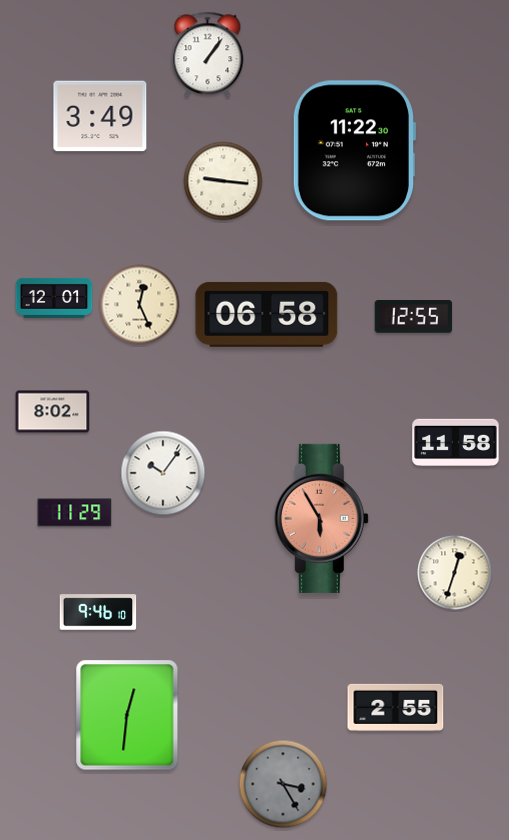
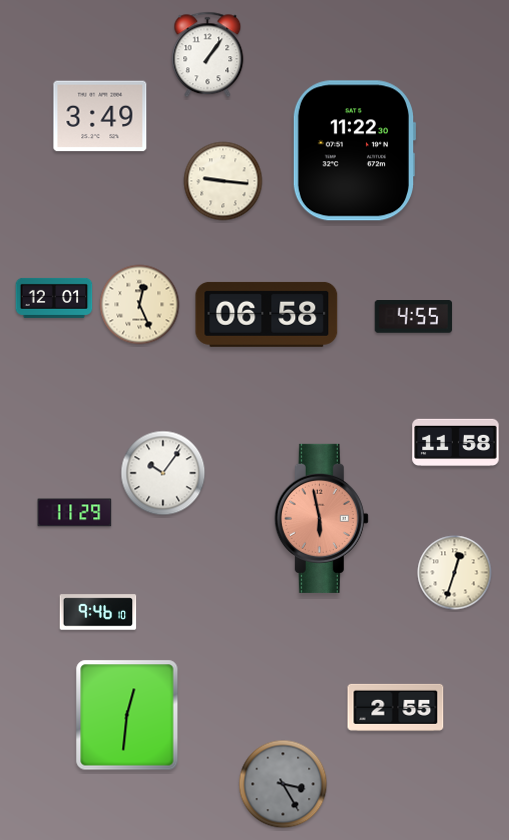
clock at (414, 317): 12:55 -> 4:55
clock at (53, 412): 8:02 -> none
clock at (321, 518): 5:55 -> 5:58
